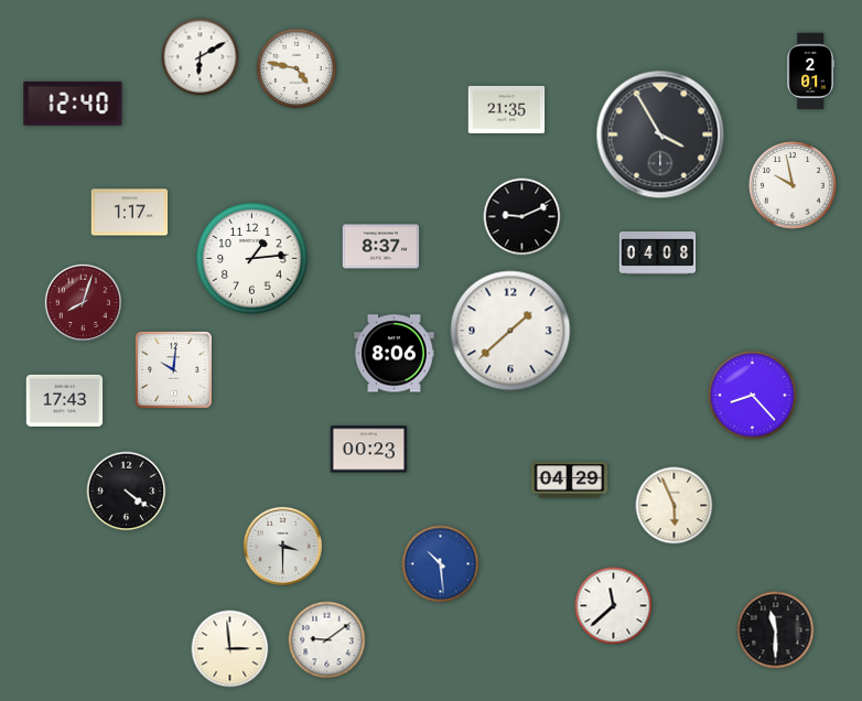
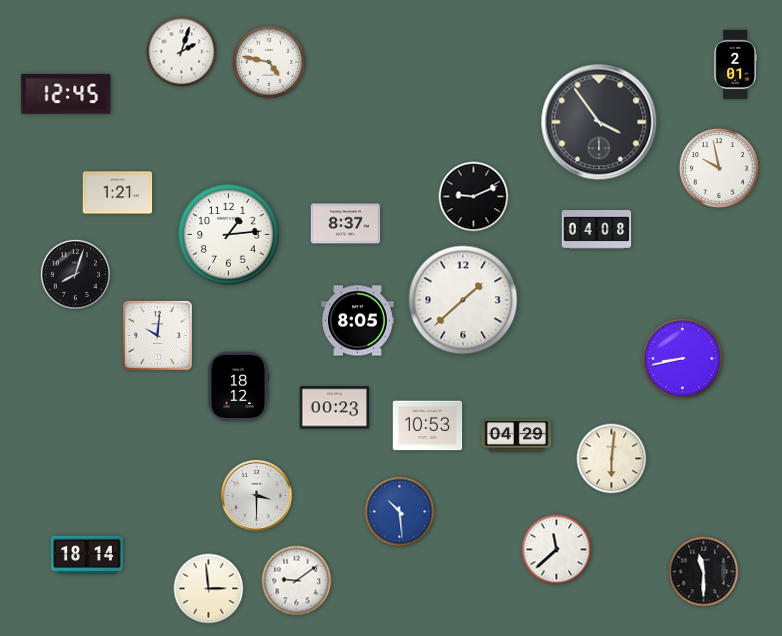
clock at (201, 57): 6:10 -> 2:03
clock at (73, 104): 12:40 -> 12:45
clock at (507, 109): 21:35 -> none
clock at (660, 134): 3:55 -> 3:54
clock at (130, 213): 1:17 -> 1:21
clock at (83, 302) dial: burgundy -> black
clock at (395, 354): 8:06 -> 8:05
clock at (753, 396): 8:23 -> 8:43
clock at (65, 400): 17:43 -> none
clock at (238, 387): none -> 18:12
clock at (428, 426): none -> 10:53
clock at (127, 492): 4:21 -> none
clock at (675, 506): 5:56 -> 6:01
clock at (87, 555): none -> 18:14
